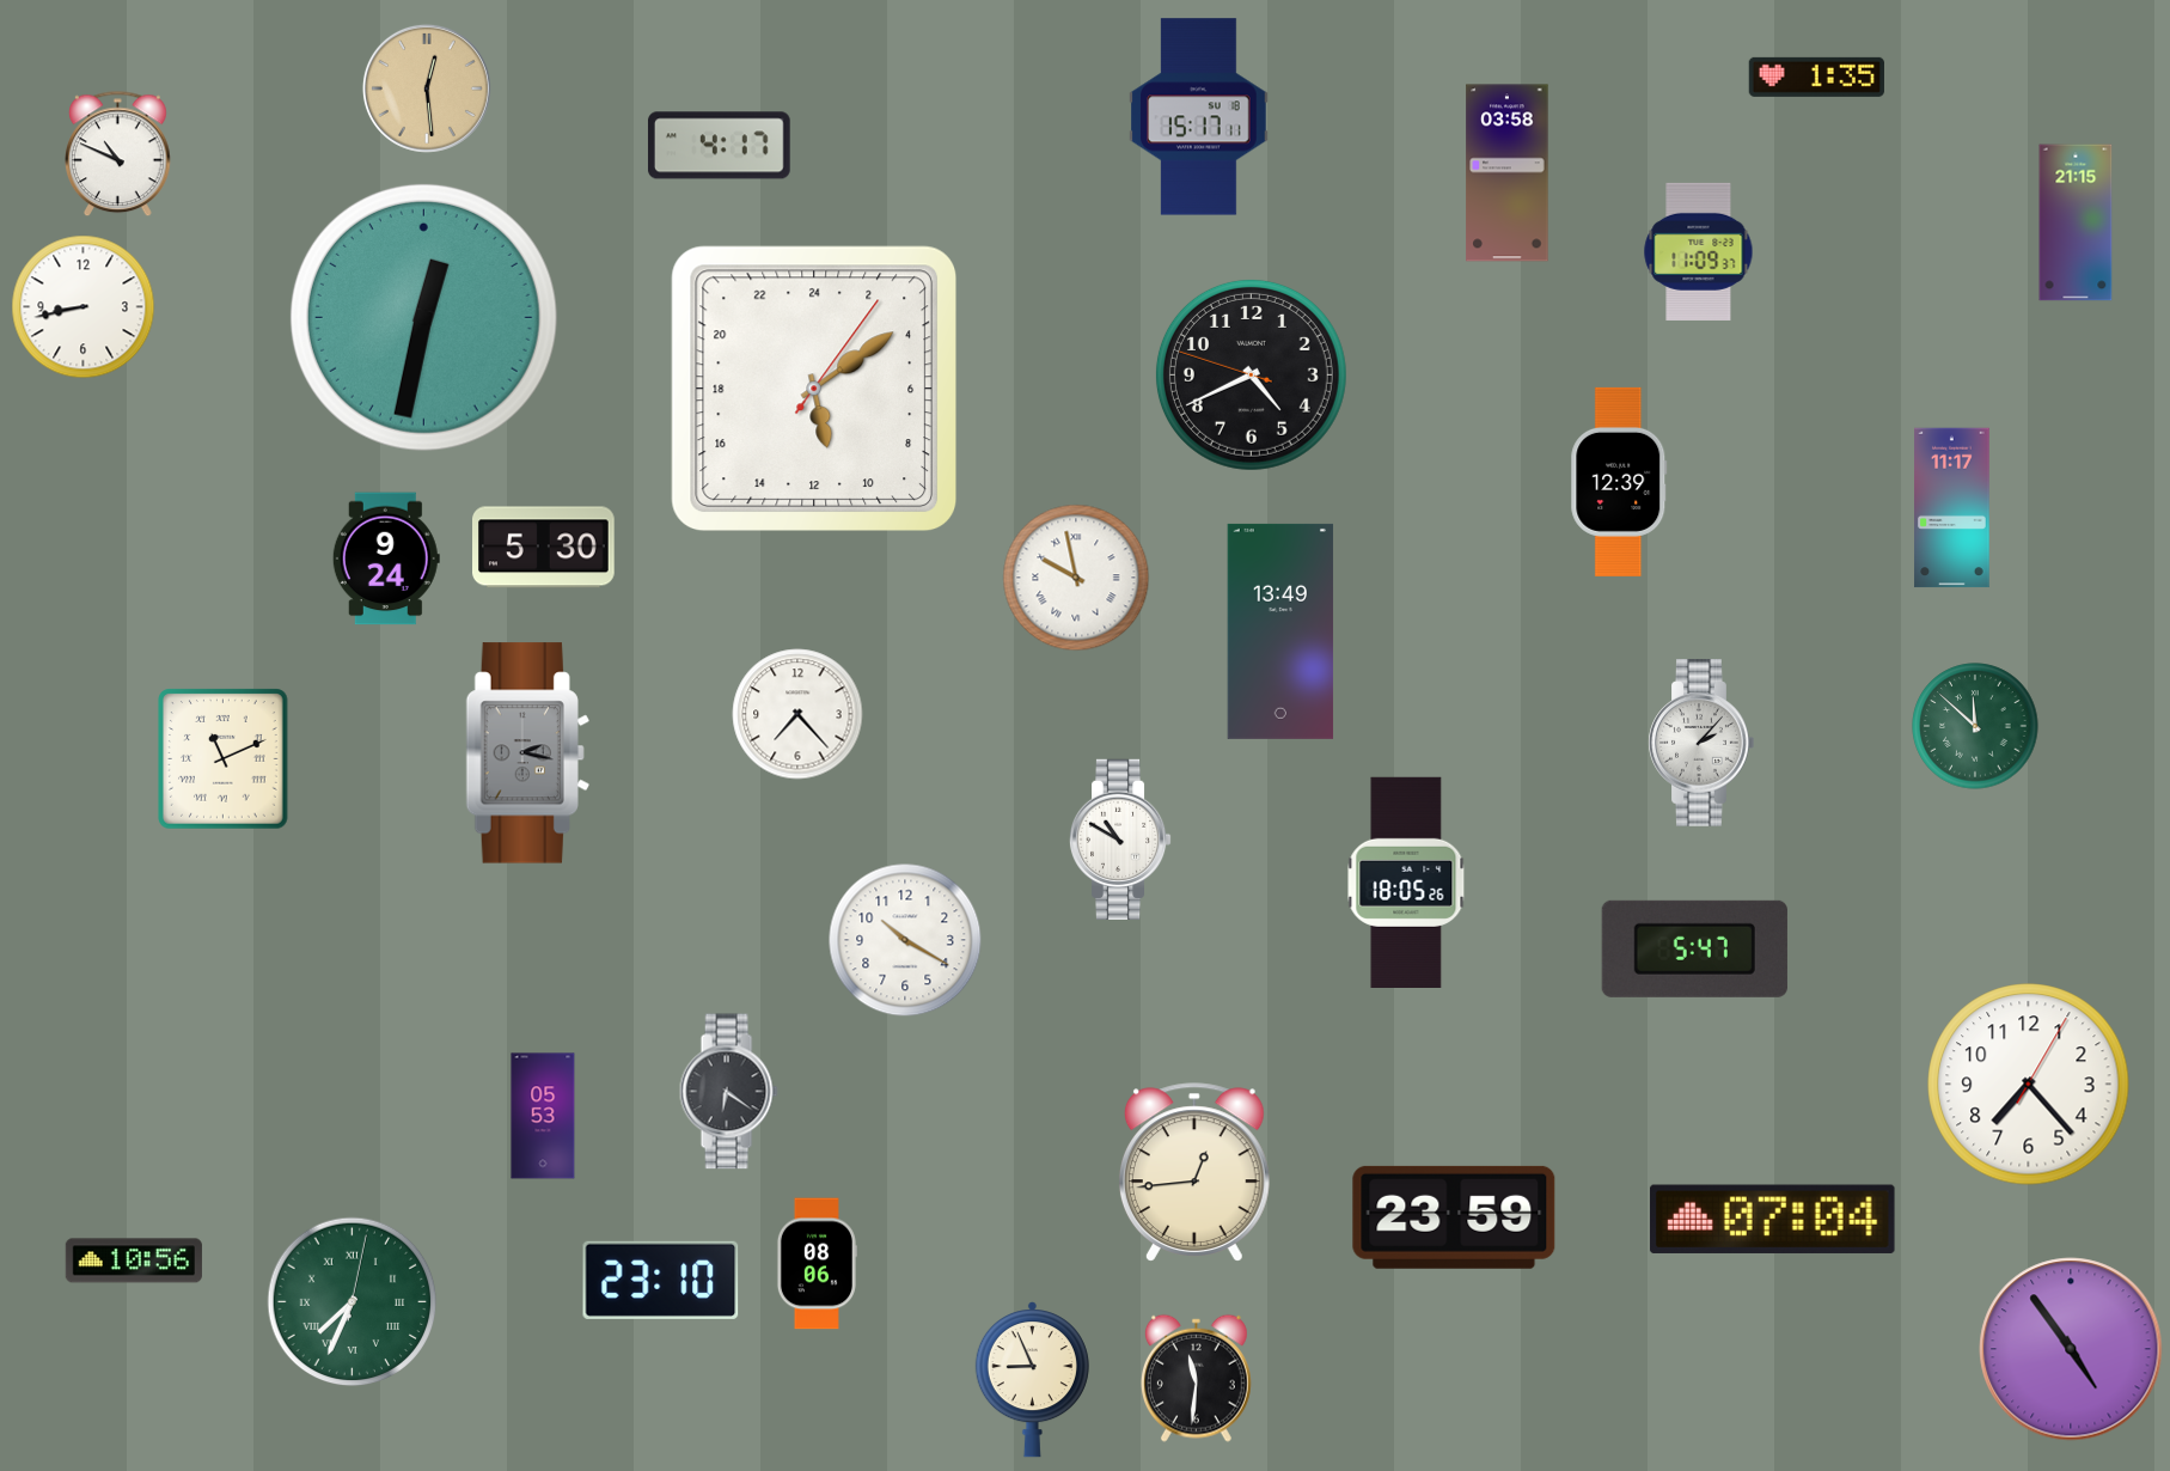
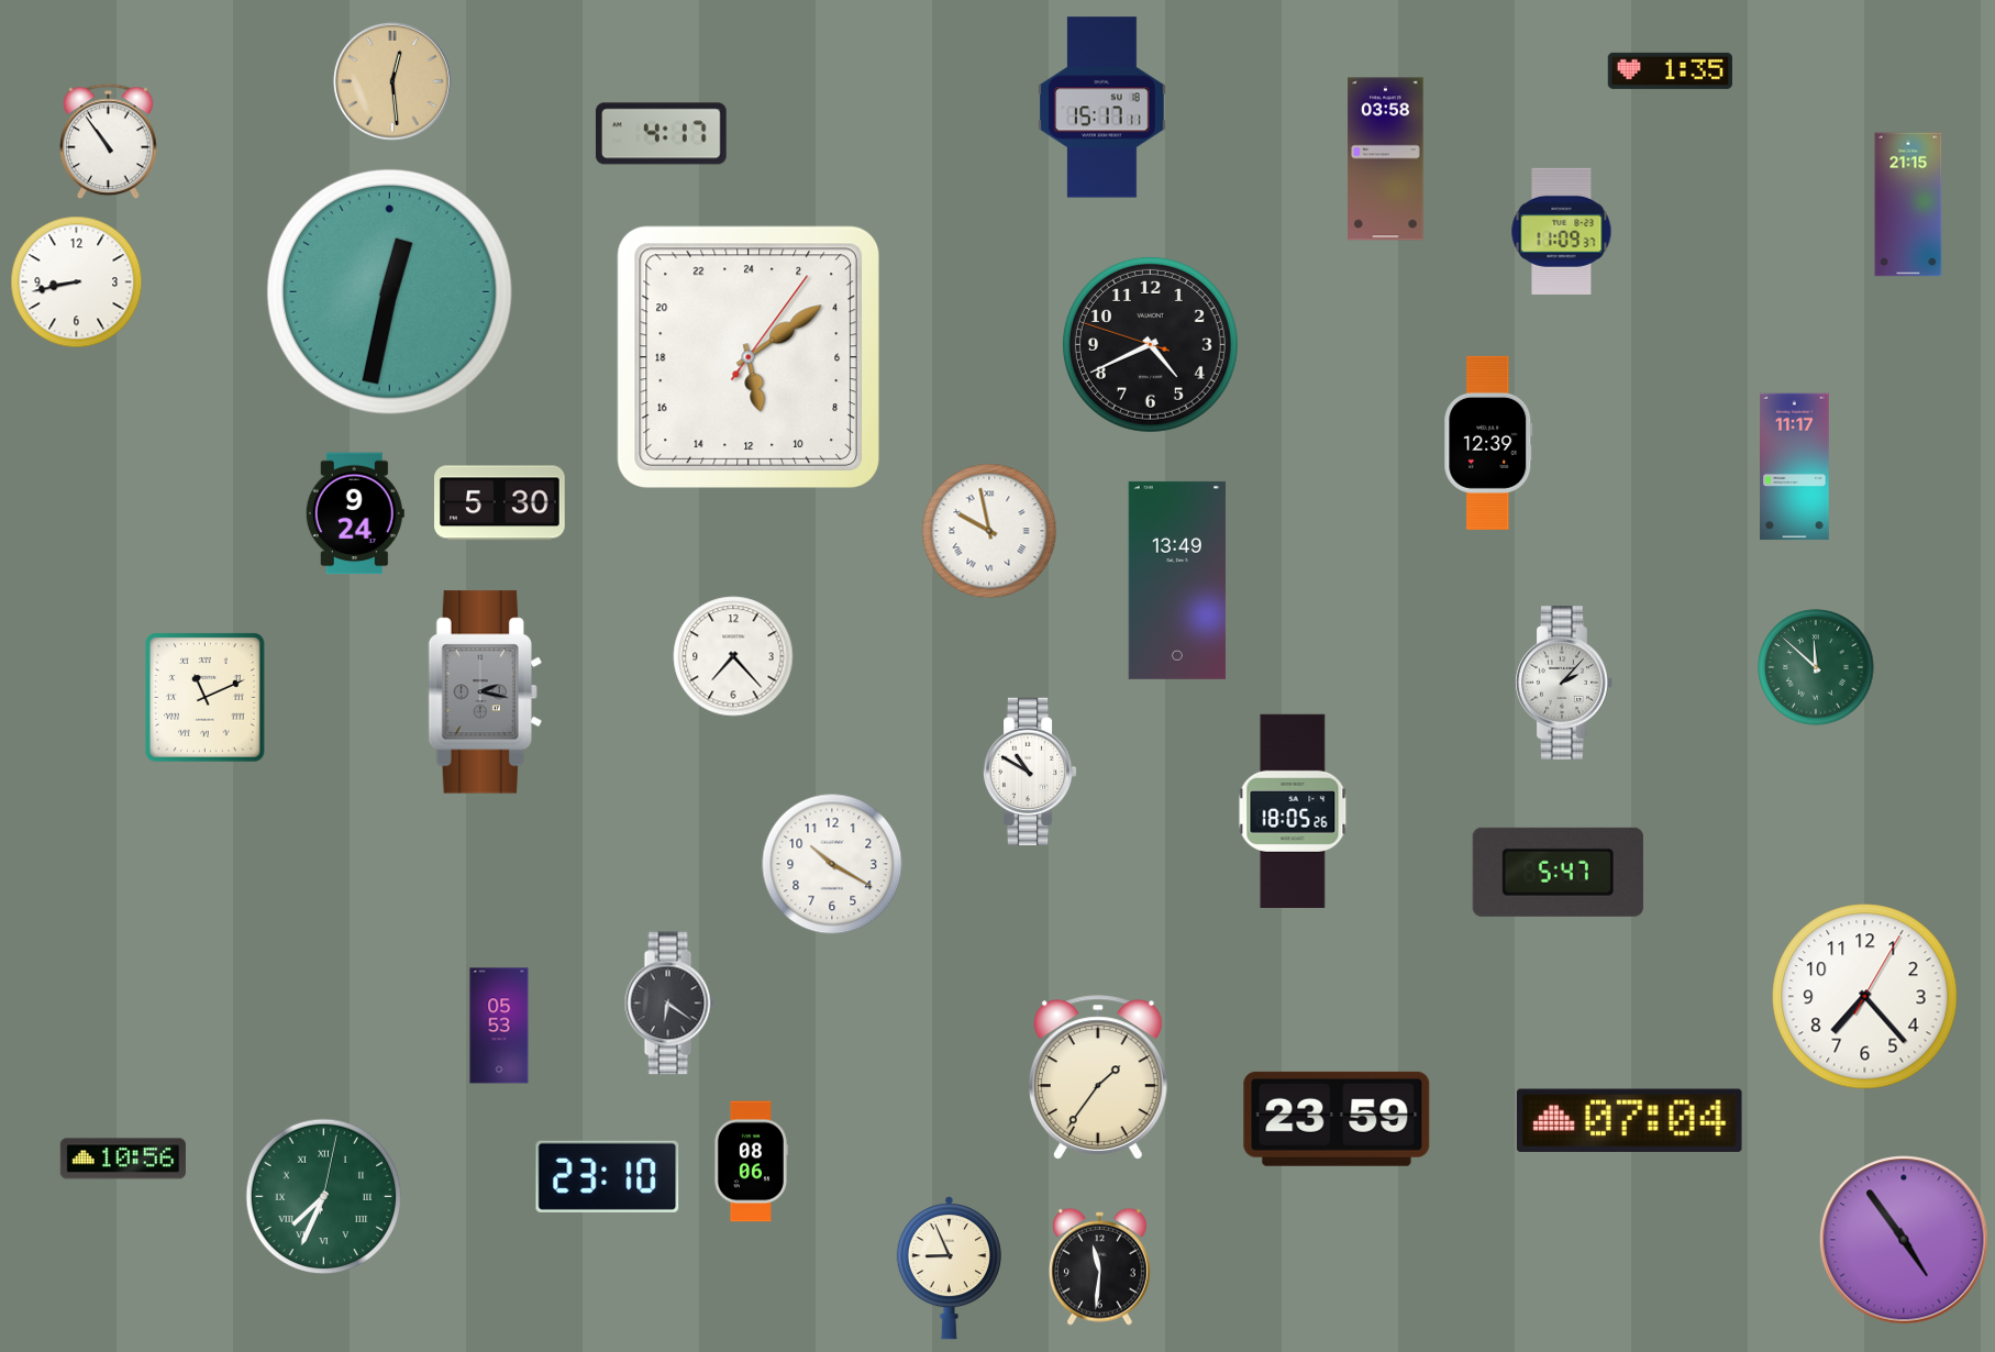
clock at (118, 154): 10:49 -> 10:54
clock at (1194, 1172): 12:44 -> 1:36
